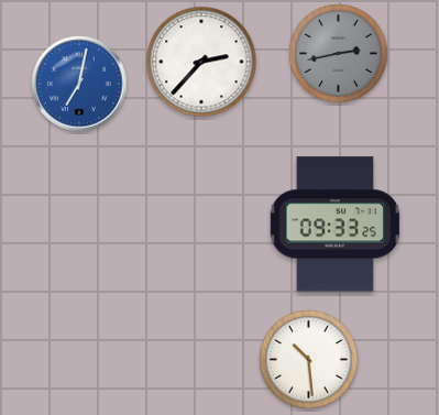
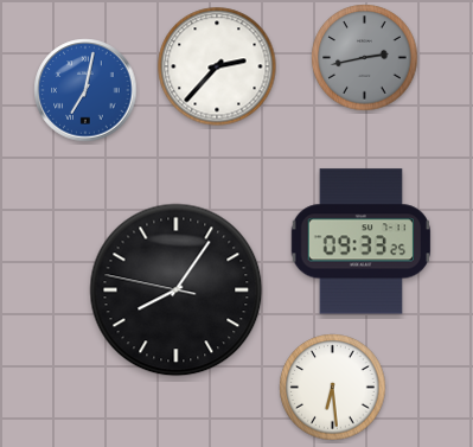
clock at (177, 290): none -> 8:05
clock at (309, 360): 10:29 -> 6:29
